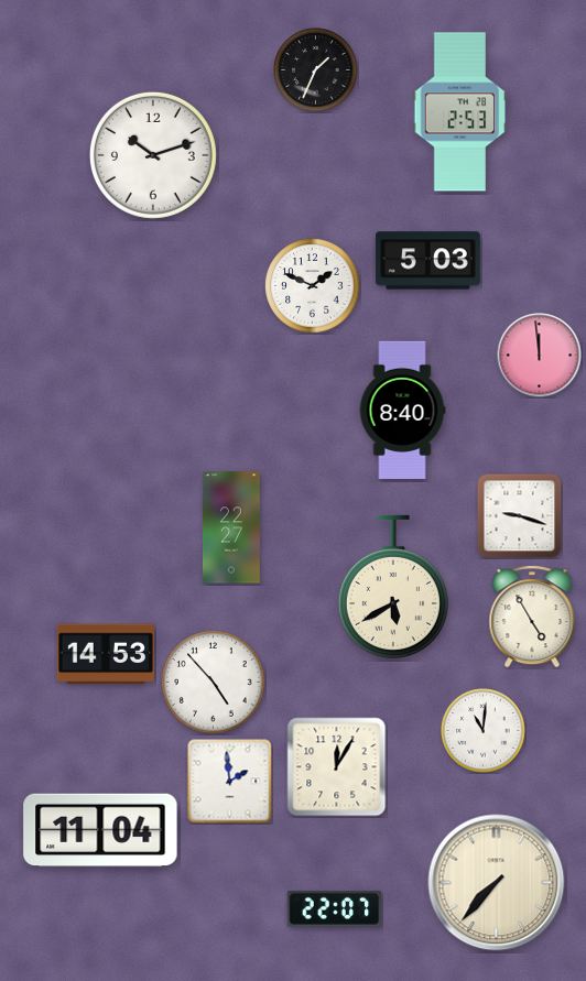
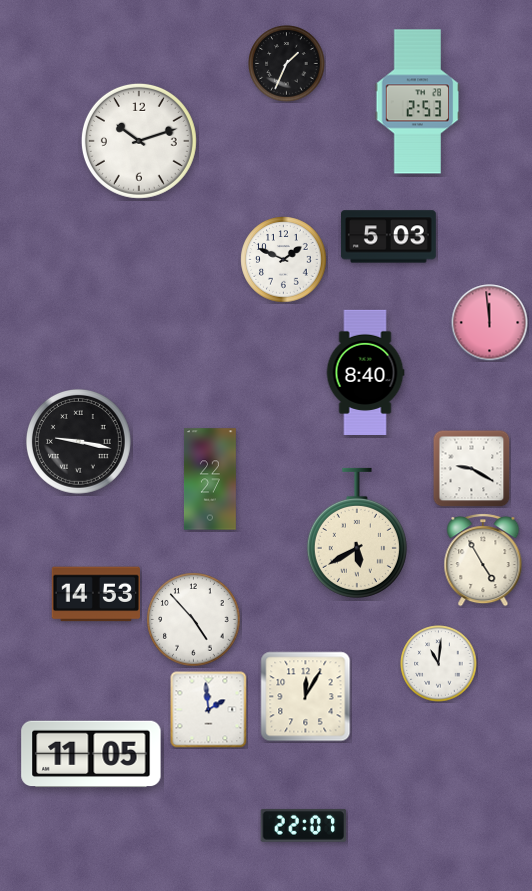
clock at (78, 441): none -> 9:17
clock at (519, 515): 9:18 -> 9:20
clock at (100, 830): 11:04 -> 11:05
clock at (497, 883): 7:37 -> none
